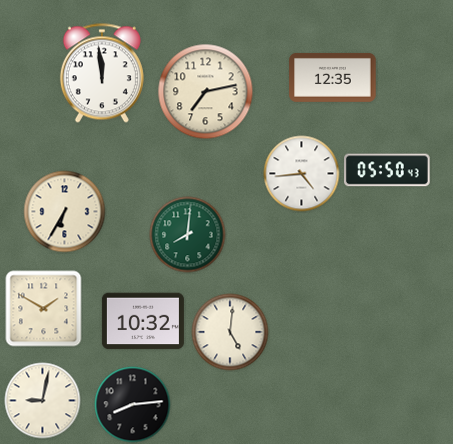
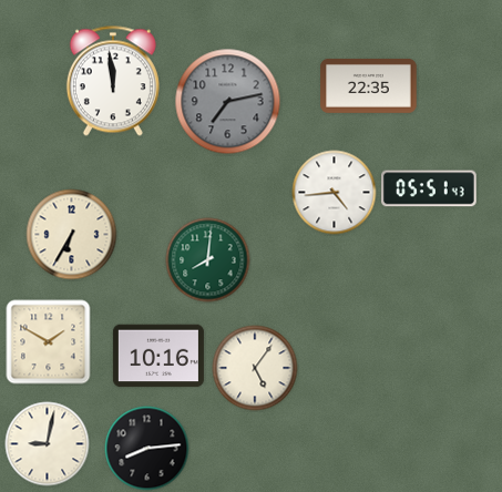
clock at (333, 77): 12:35 -> 22:35
clock at (206, 92) dial: cream -> grey
clock at (388, 170): 05:50 -> 05:51
clock at (143, 321): 10:32 -> 10:16
clock at (230, 332): 5:01 -> 5:06
